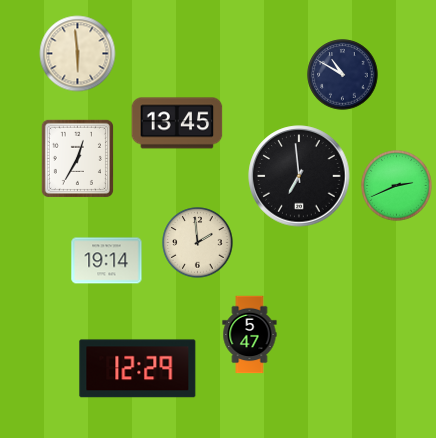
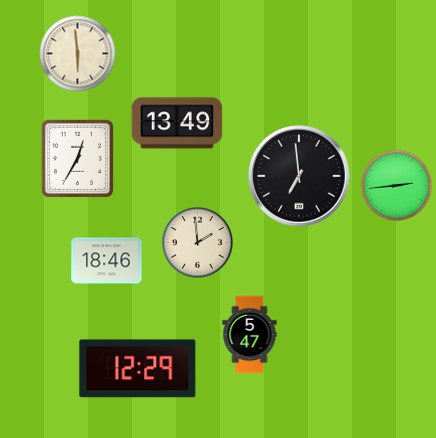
clock at (343, 75): 10:50 -> none
clock at (177, 123): 13:45 -> 13:49
clock at (397, 186): 2:41 -> 2:44
clock at (107, 261): 19:14 -> 18:46
